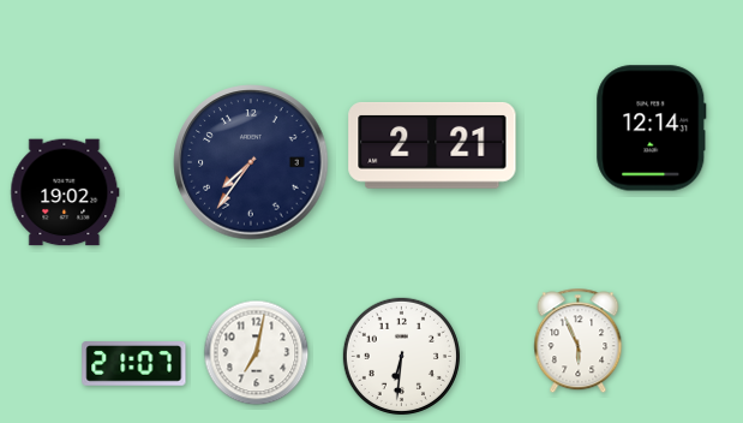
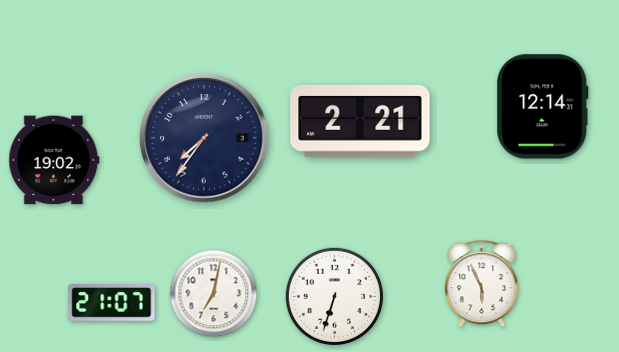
clock at (251, 162) position: (251, 162) -> (204, 138)
clock at (401, 356): 6:31 -> 6:33
